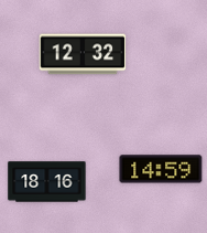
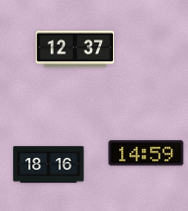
clock at (83, 54): 12:32 -> 12:37
clock at (47, 182) position: (47, 182) -> (49, 165)
